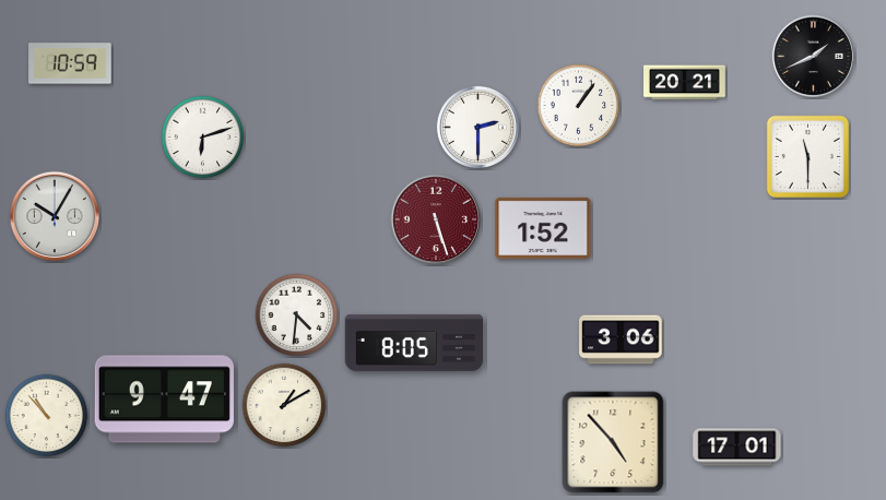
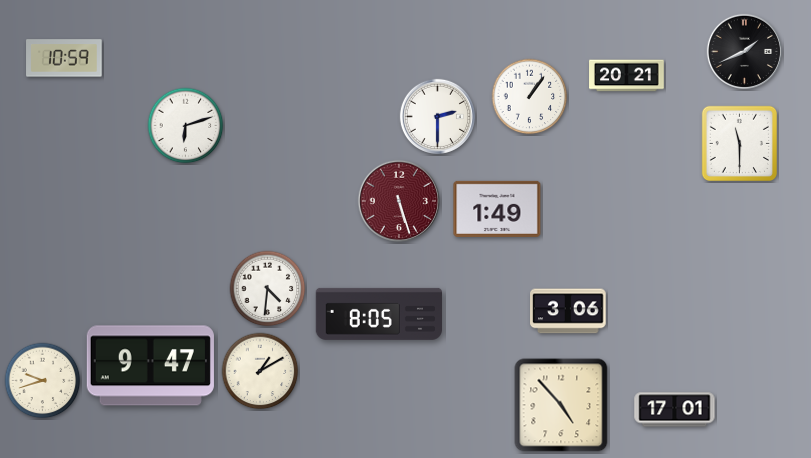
clock at (55, 216): 10:05 -> none
clock at (543, 228): 1:52 -> 1:49
clock at (297, 316) position: (297, 316) -> (268, 289)
clock at (47, 416): 10:53 -> 9:42
